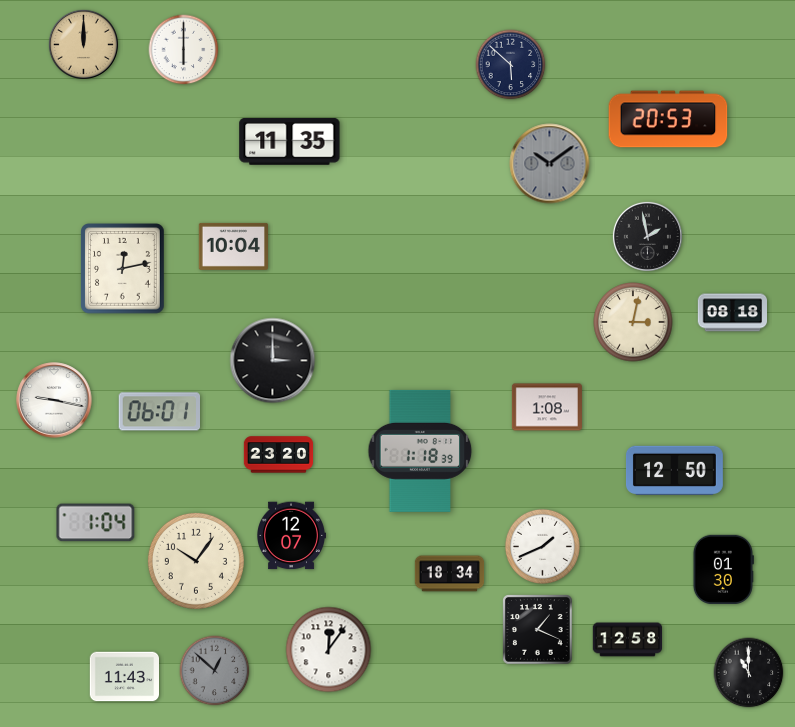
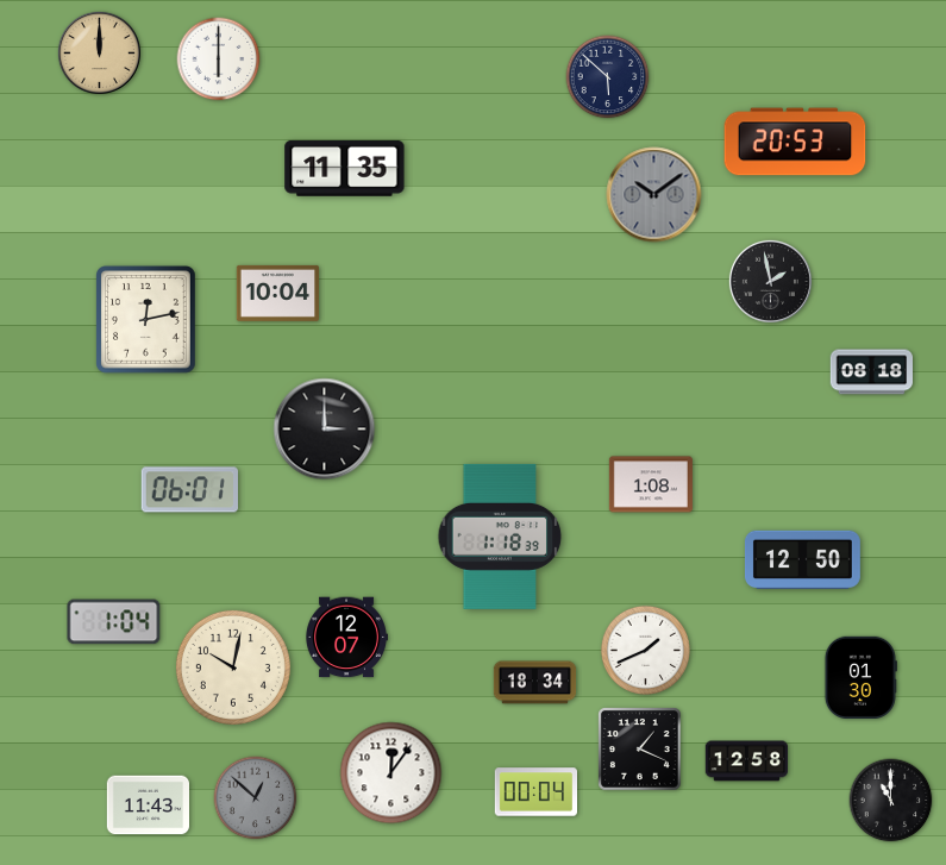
clock at (633, 322): 3:02 -> none
clock at (54, 400): 9:17 -> none
clock at (279, 455): 23:20 -> none
clock at (196, 561): 10:06 -> 10:02
clock at (535, 792): none -> 00:04
